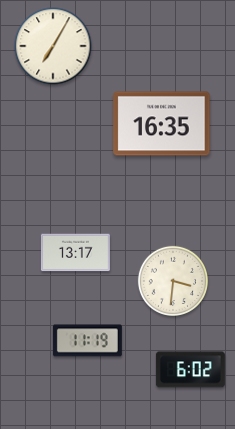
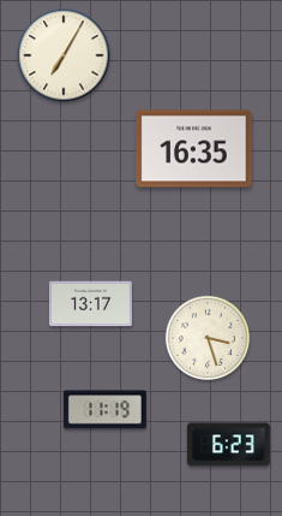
clock at (172, 280): 3:31 -> 3:27
clock at (190, 370): 6:02 -> 6:23
